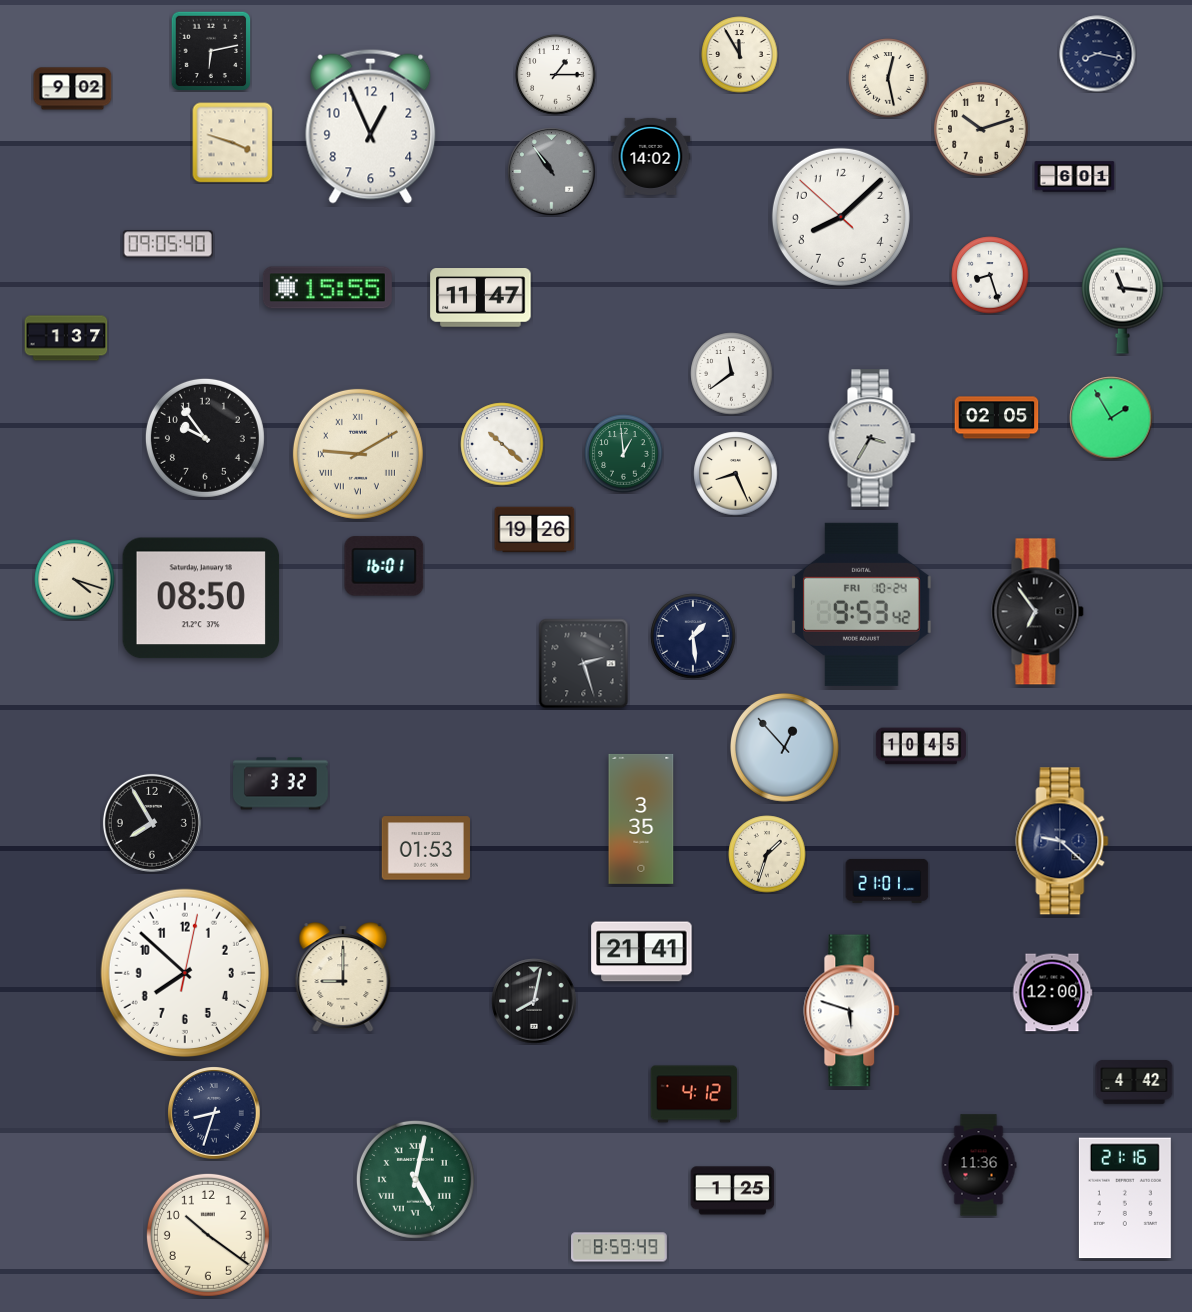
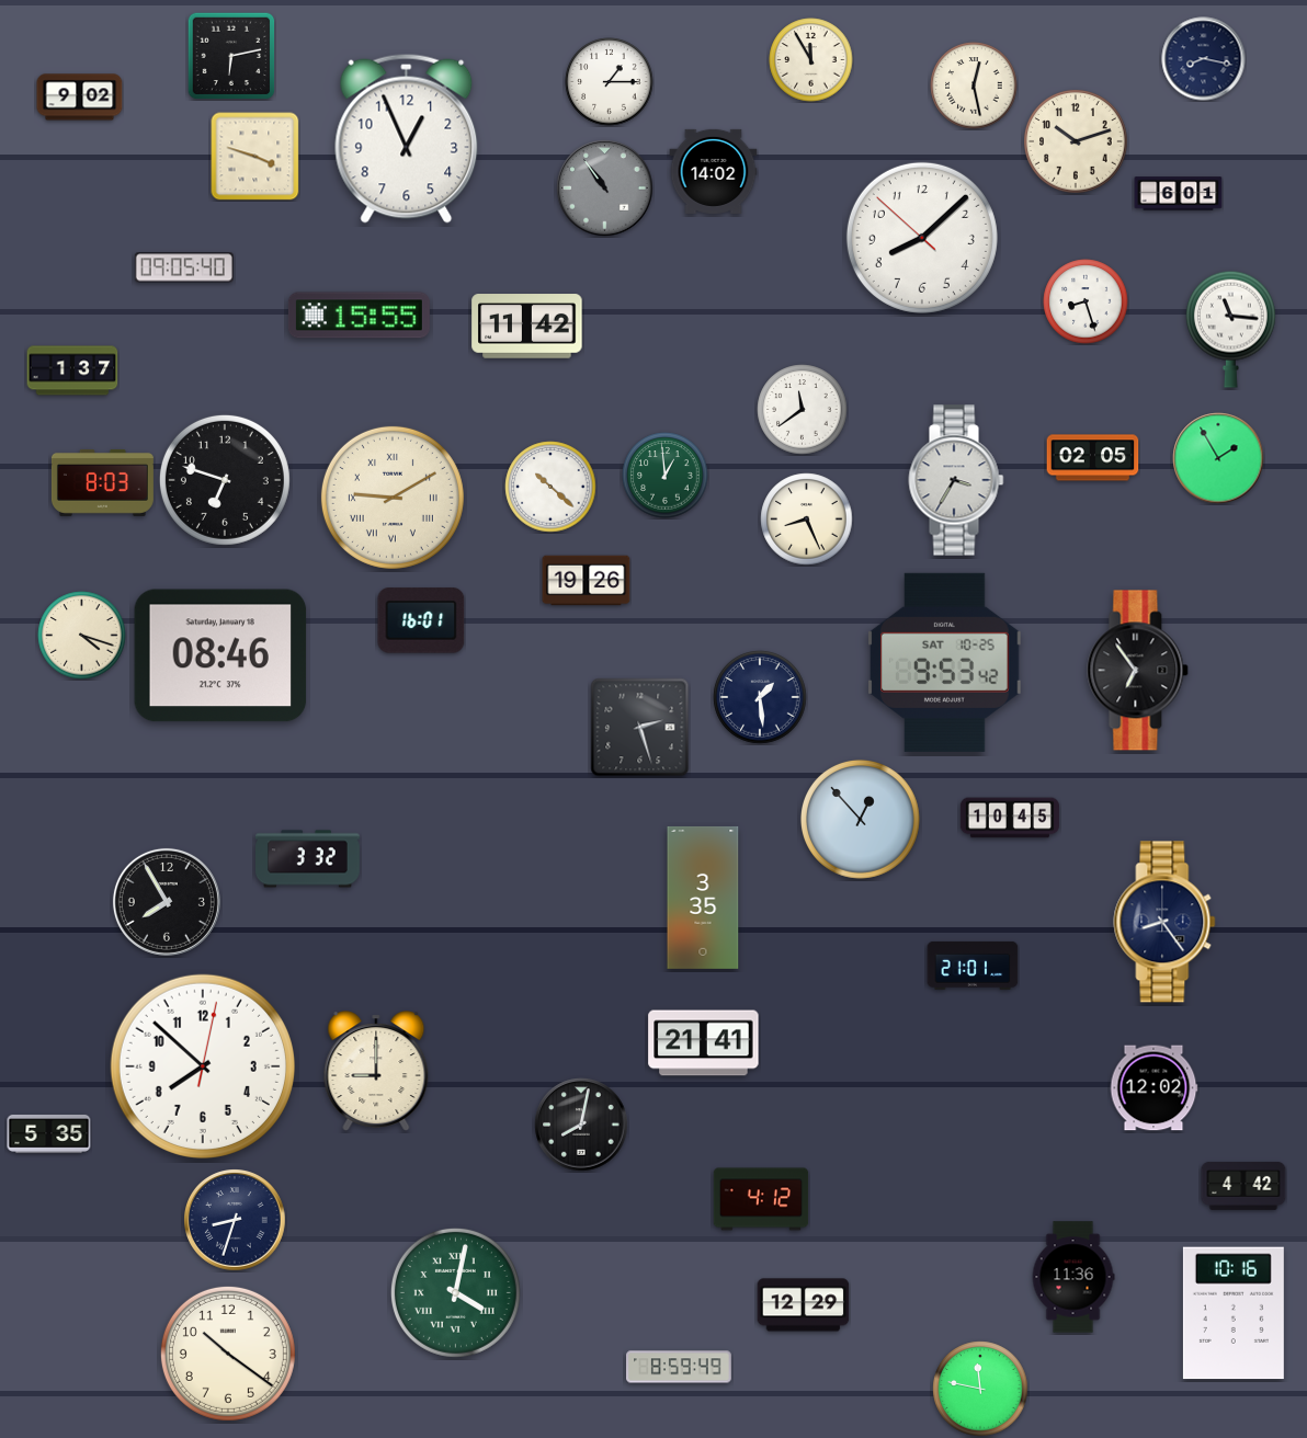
clock at (481, 298): 11:47 -> 11:42
clock at (205, 438): 9:54 -> 6:48
clock at (102, 482): none -> 8:03
clock at (624, 454) position: (624, 454) -> (666, 476)
clock at (201, 598): 08:50 -> 08:46
clock at (862, 604) date: FRI 10-24 -> SAT 10-25
clock at (1062, 841): 9:22 -> 8:24
clock at (426, 848): 01:53 -> none
clock at (767, 854): 1:33 -> none
clock at (1052, 993): 12:00 -> 12:02
clock at (534, 1001) position: (534, 1001) -> (581, 1125)
clock at (852, 1011): 5:48 -> none
clock at (49, 1133): none -> 5:35
clock at (415, 1179): 5:02 -> 4:02
clock at (733, 1191): 1:25 -> 12:29
clock at (1125, 1198): 21:16 -> 10:16
clock at (980, 1389): none -> 11:47
